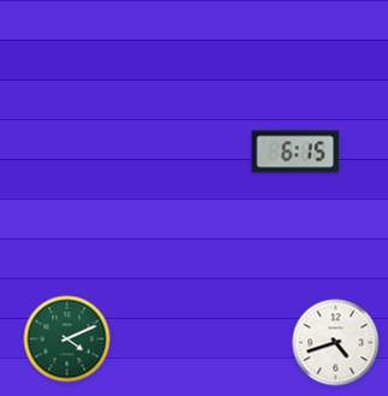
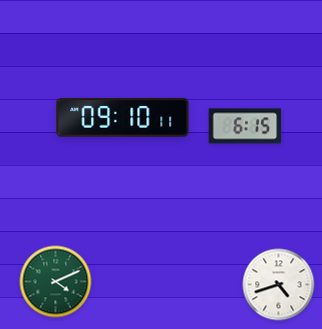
clock at (123, 118): none -> 09:10
